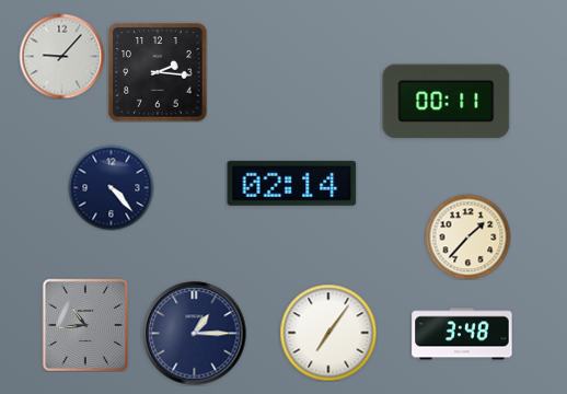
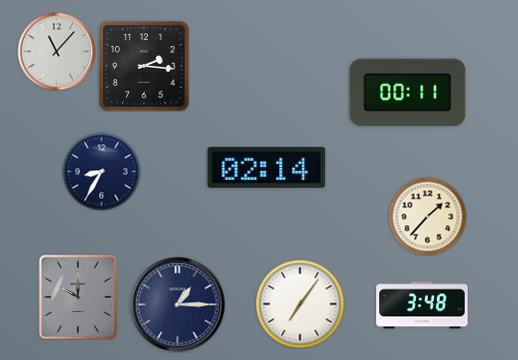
clock at (61, 56): 9:07 -> 11:07
clock at (111, 187): 4:23 -> 8:35
clock at (84, 324): 10:44 -> 10:00
